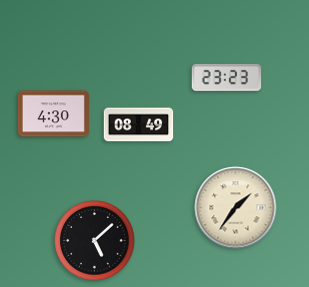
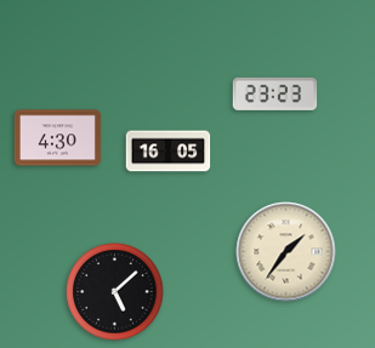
clock at (53, 114) position: (53, 114) -> (57, 138)
clock at (139, 125): 08:49 -> 16:05
